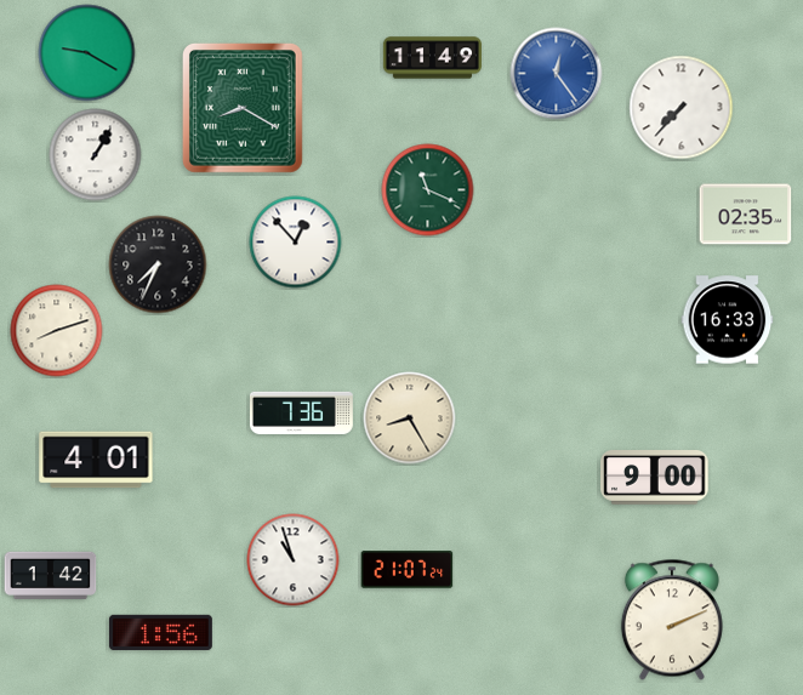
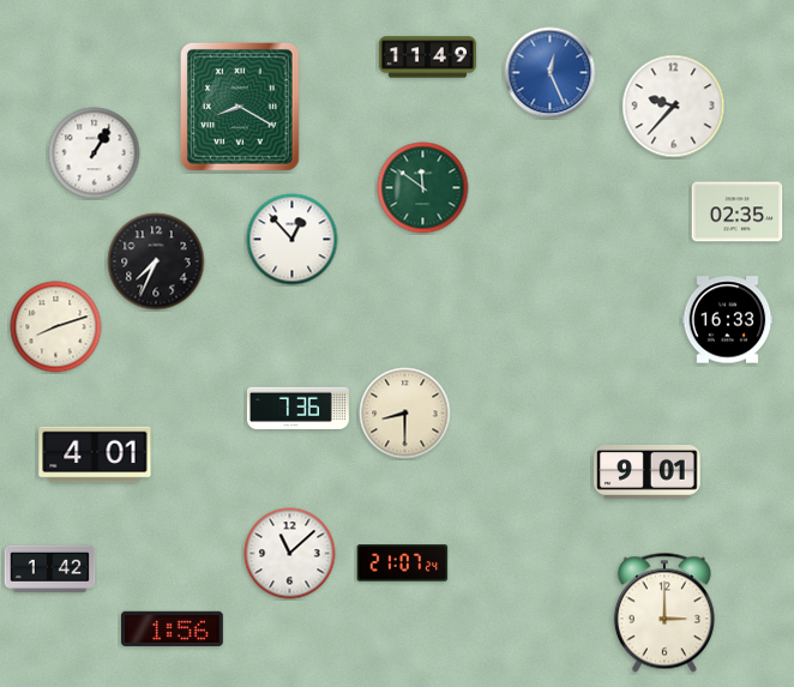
clock at (87, 53): 9:20 -> none
clock at (557, 74): 12:24 -> 12:26
clock at (682, 108): 7:37 -> 9:37
clock at (428, 190): 11:19 -> 11:51
clock at (728, 320) position: (728, 320) -> (728, 320)
clock at (410, 418): 8:25 -> 8:30
clock at (655, 478): 9:00 -> 9:01
clock at (294, 560): 10:57 -> 11:08
clock at (672, 620): 2:11 -> 3:00
clock at (160, 632) position: (160, 632) -> (172, 628)
